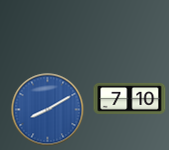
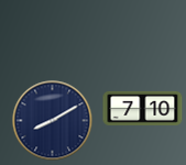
clock at (48, 110) dial: blue -> navy
